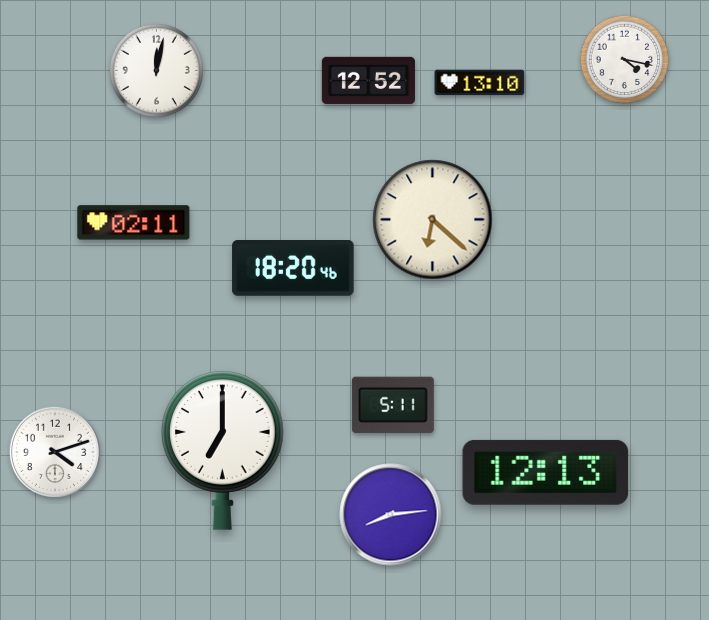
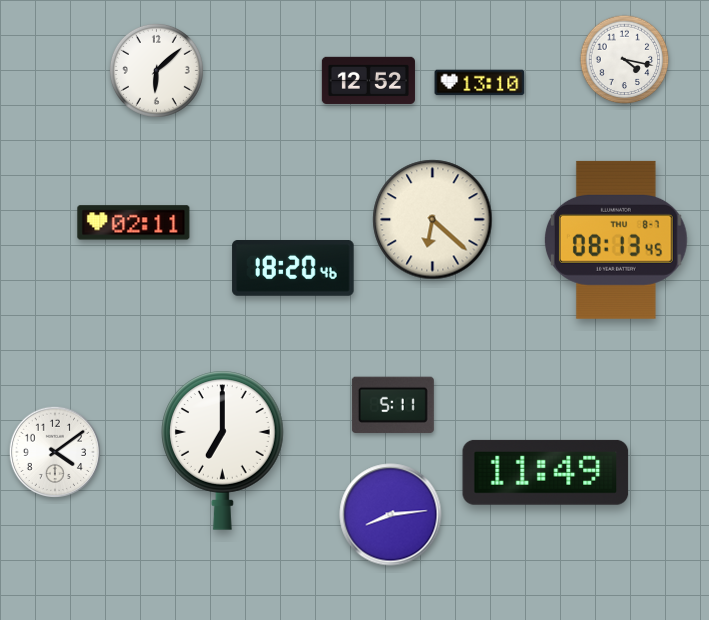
clock at (156, 70): 12:02 -> 6:08
clock at (616, 240): none -> 08:13
clock at (54, 451): 4:12 -> 4:09
clock at (546, 472): 12:13 -> 11:49
